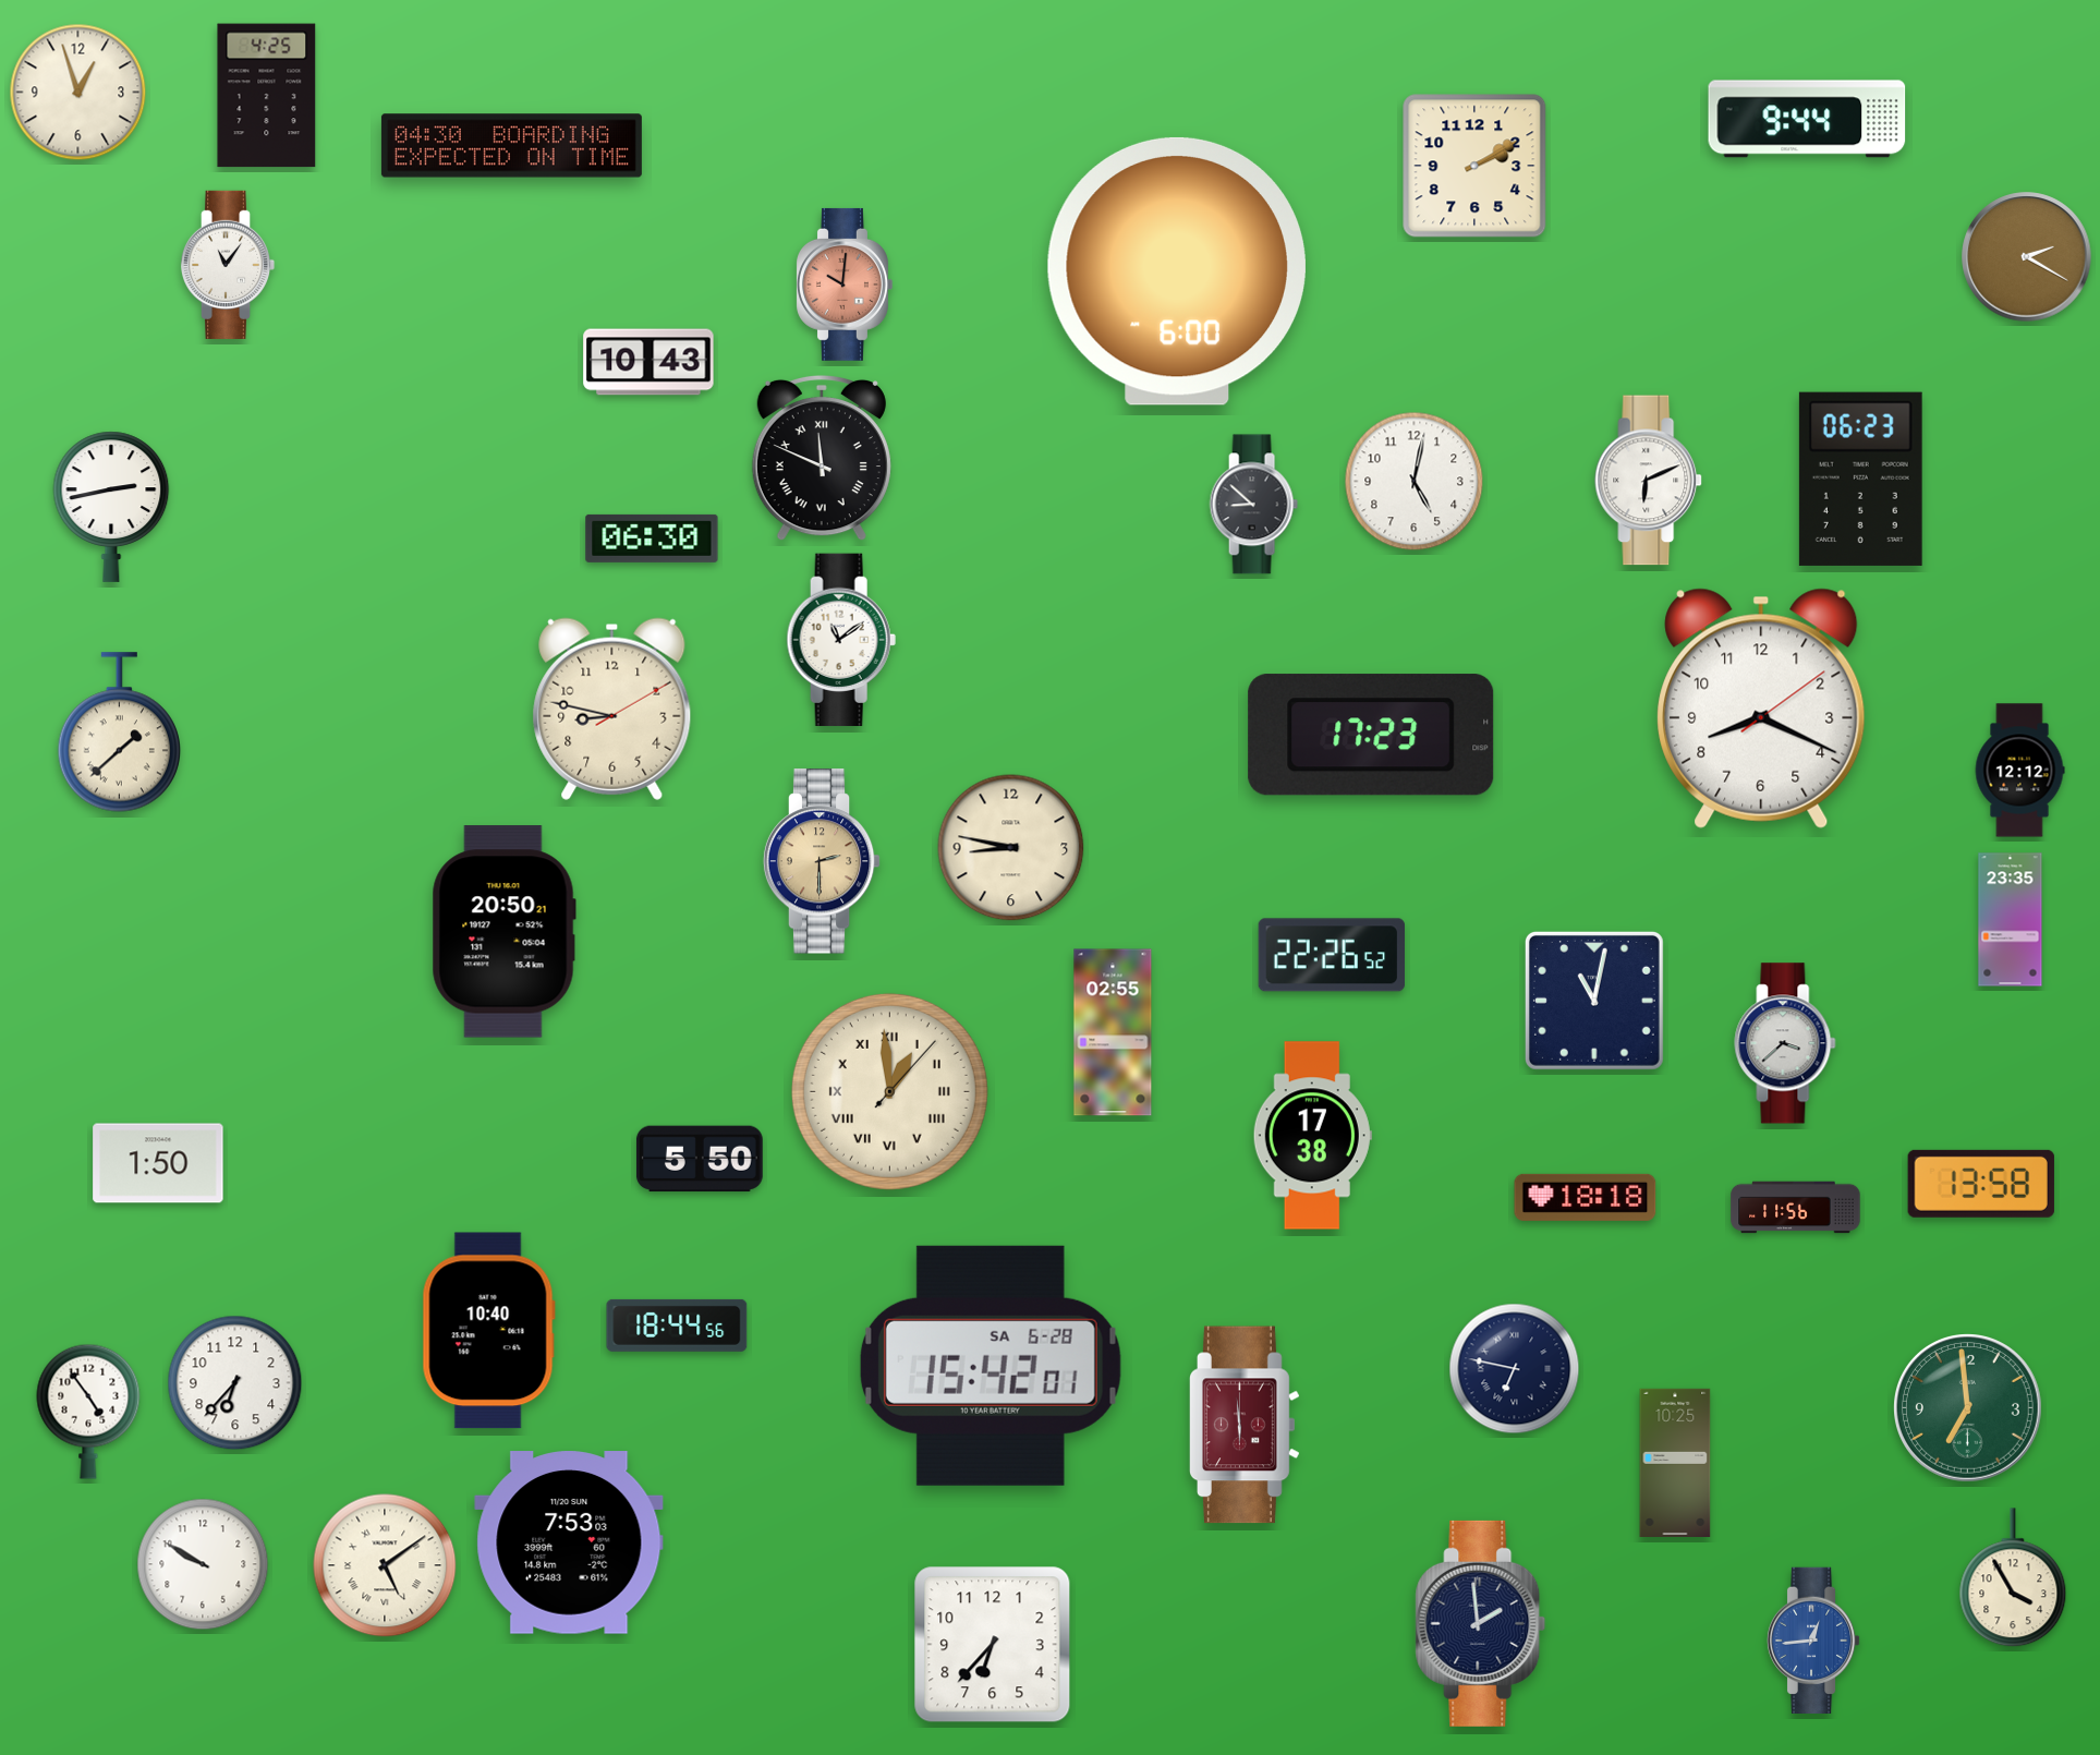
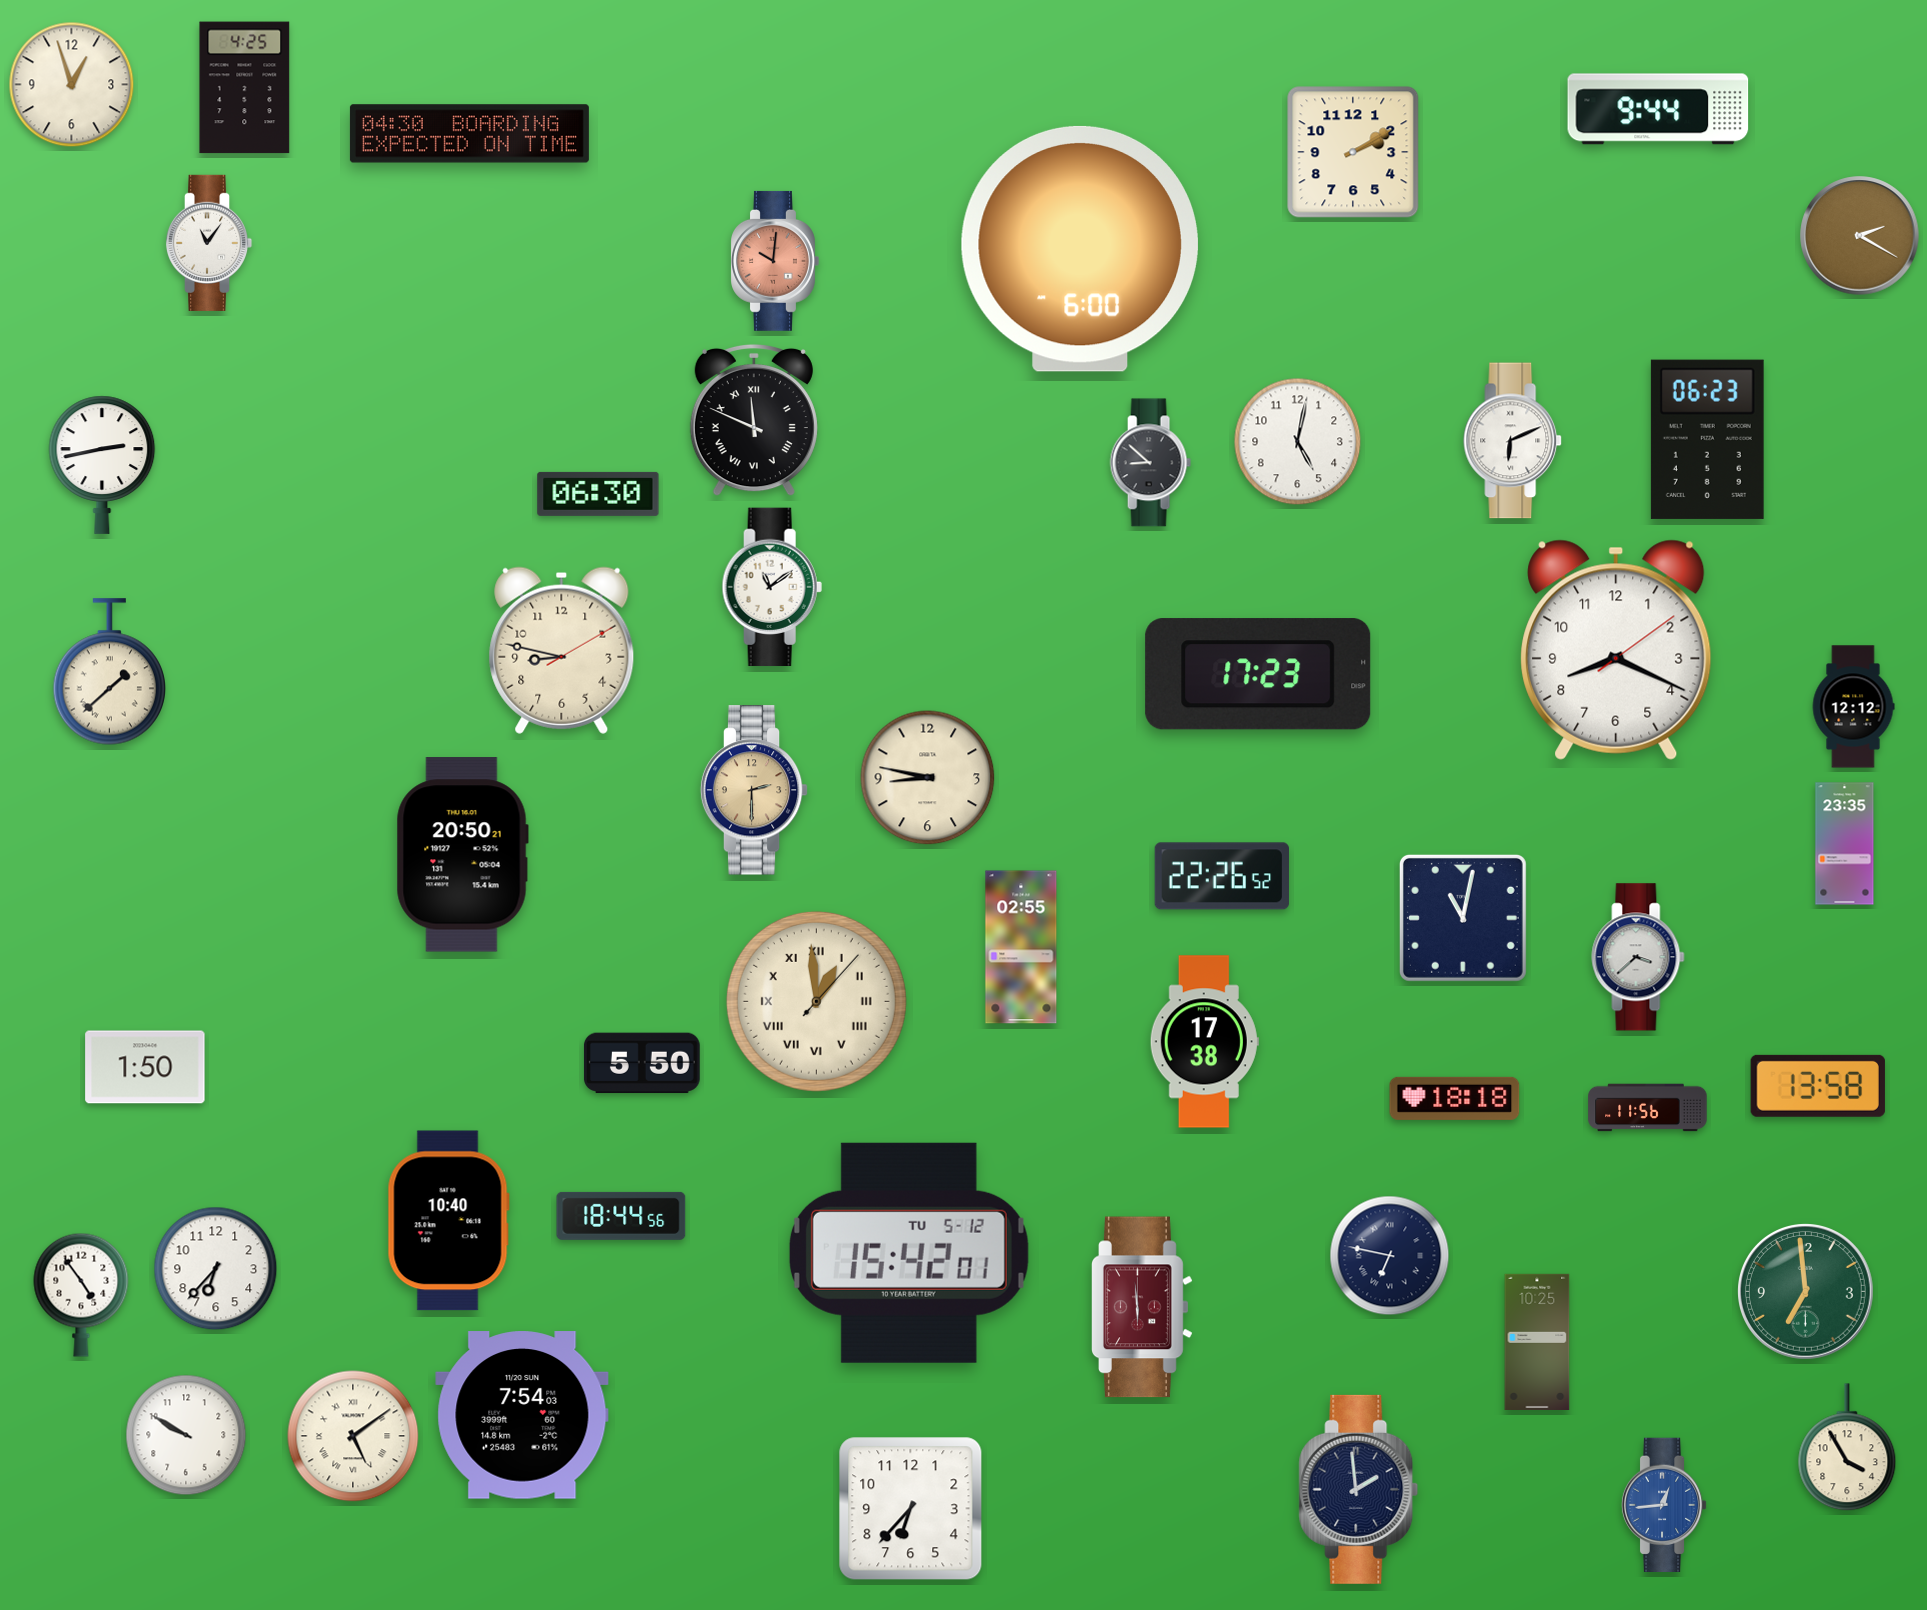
clock at (648, 362): 10:43 -> none
clock at (991, 1366) date: SA 6-28 -> TU 5-12
clock at (569, 1542): 7:53 -> 7:54
